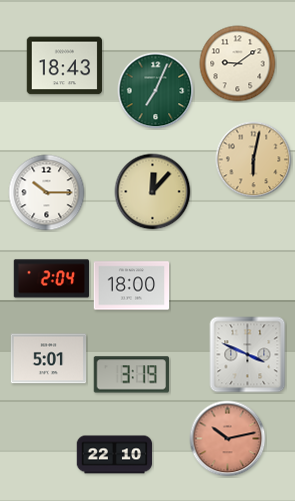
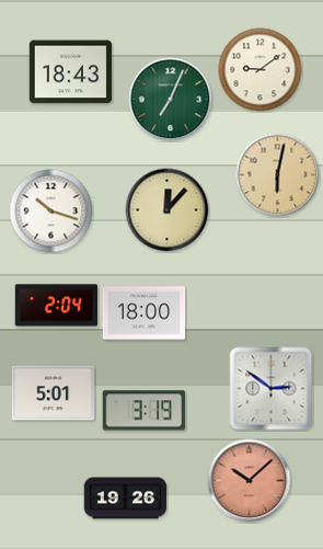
clock at (47, 193): 10:15 -> 10:18
clock at (248, 355): 3:49 -> 2:51
clock at (228, 439): 10:13 -> 10:08
clock at (115, 455): 22:10 -> 19:26
